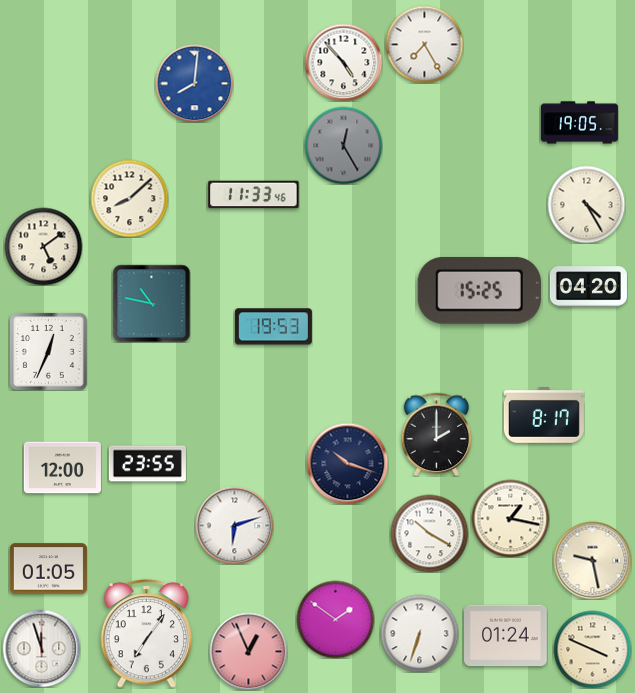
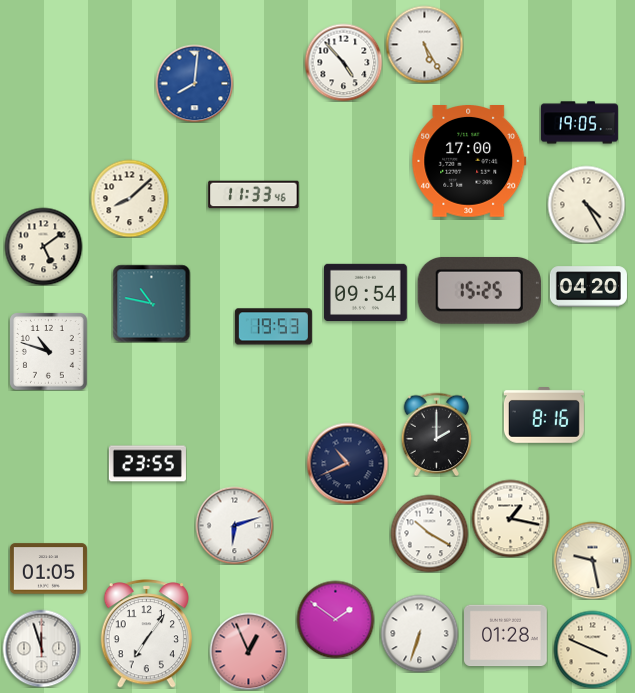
clock at (424, 44): 7:25 -> 5:25
clock at (343, 145): 12:25 -> none
clock at (469, 162): none -> 17:00
clock at (366, 292): none -> 09:54
clock at (49, 352): 12:34 -> 10:48
clock at (544, 416): 8:17 -> 8:16
clock at (347, 463): 10:18 -> 10:41
clock at (62, 468): 12:00 -> none
clock at (506, 636): 01:24 -> 01:28
